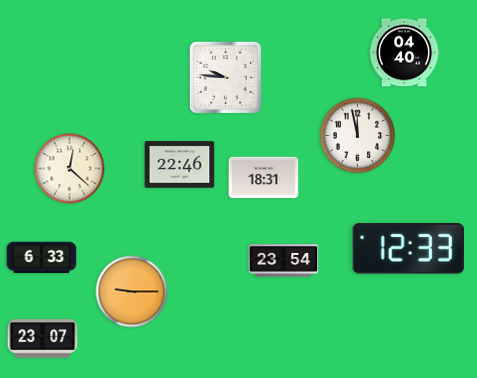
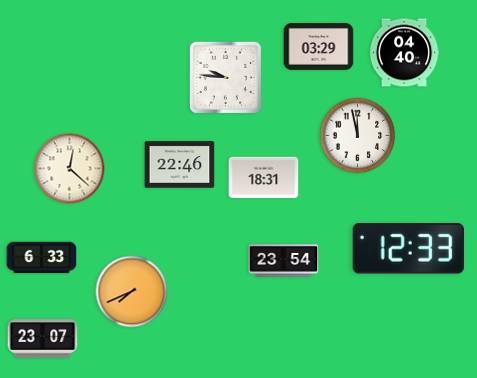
clock at (319, 46): none -> 03:29
clock at (132, 292): 9:15 -> 7:41
